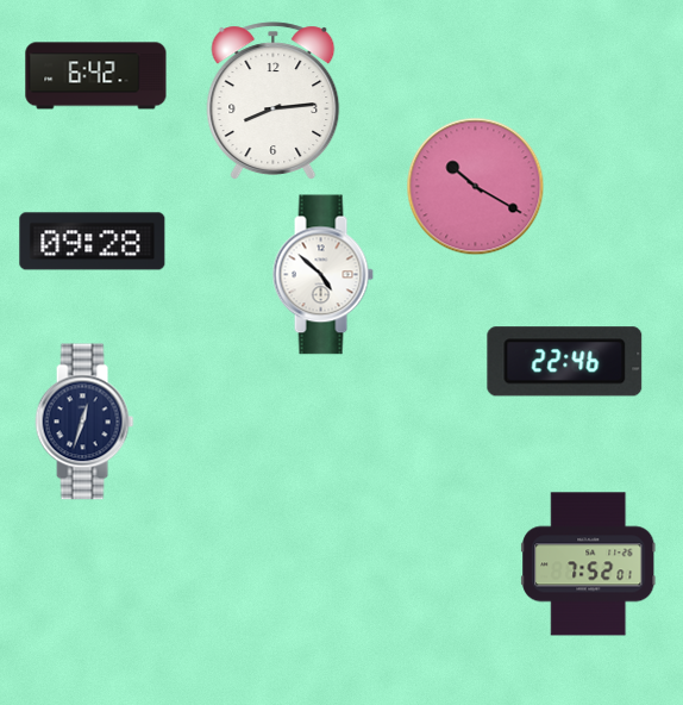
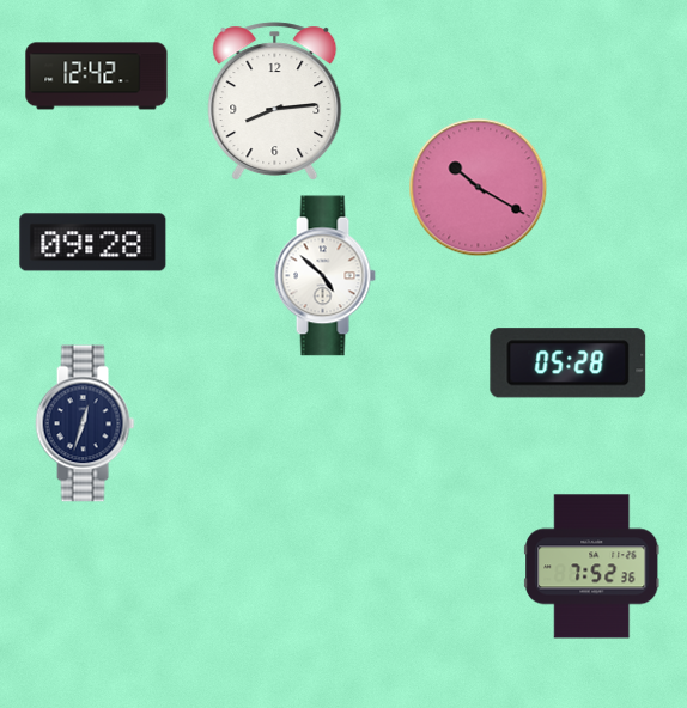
clock at (96, 76): 6:42 -> 12:42
clock at (565, 362): 22:46 -> 05:28
clock at (589, 564): 7:52:01 -> 7:52:36
